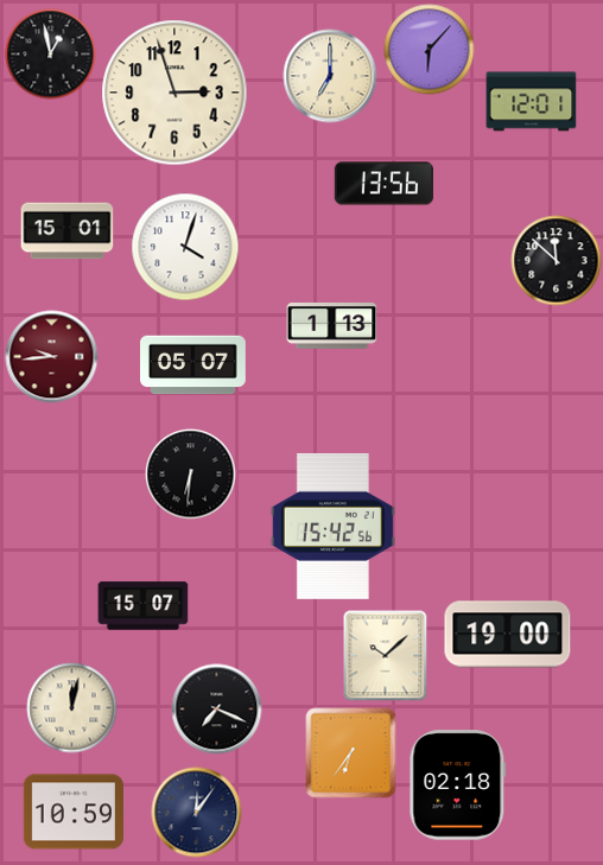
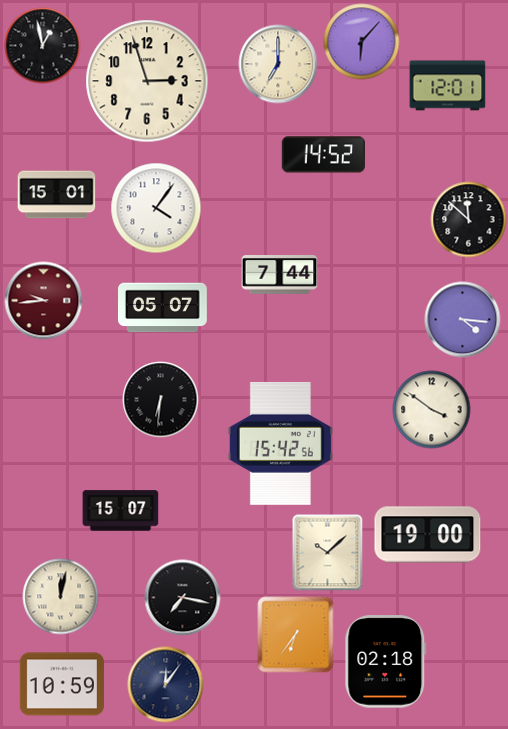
clock at (174, 93) position: (174, 93) -> (147, 81)
clock at (383, 184): 13:56 -> 14:52
clock at (185, 247): 4:03 -> 4:06
clock at (332, 326): 1:13 -> 7:44
clock at (463, 320): none -> 4:16
clock at (432, 410): none -> 3:51
clock at (386, 656) position: (386, 656) -> (328, 553)
clock at (217, 710): 7:19 -> 7:17
